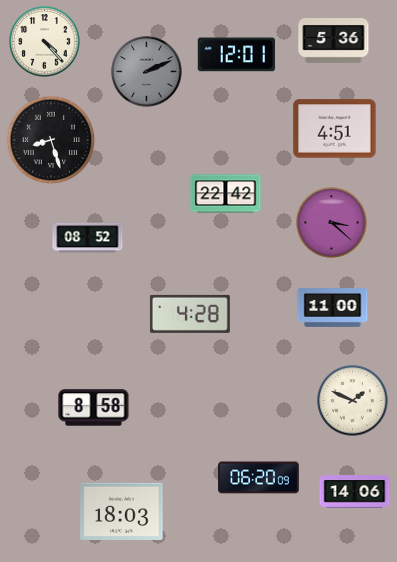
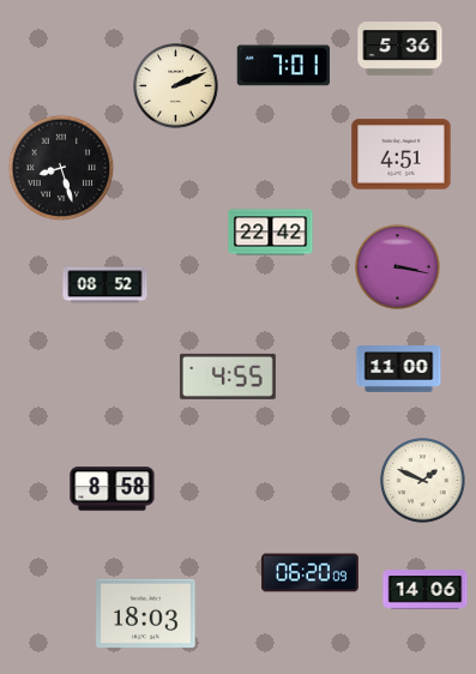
clock at (45, 42): 4:23 -> none
clock at (236, 55): 12:01 -> 7:01
clock at (147, 72) dial: grey -> cream
clock at (332, 223): 3:22 -> 3:17
clock at (190, 314): 4:28 -> 4:55
